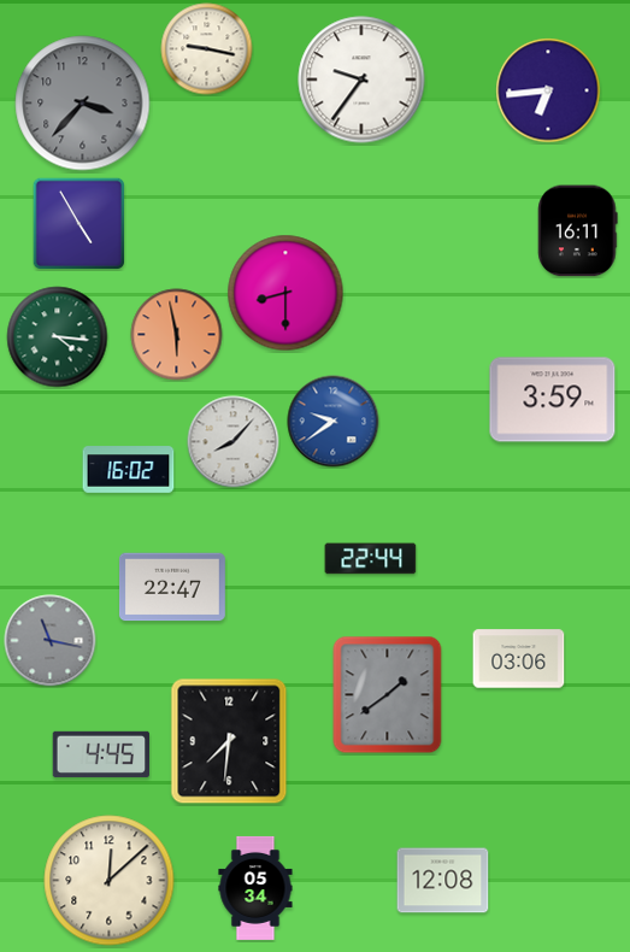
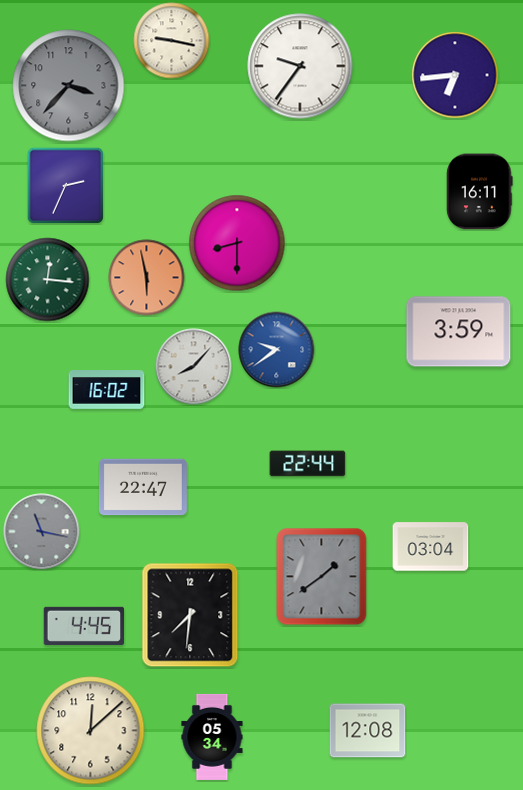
clock at (78, 223): 4:55 -> 2:34
clock at (58, 337): 4:16 -> 12:16
clock at (519, 659): 03:06 -> 03:04
